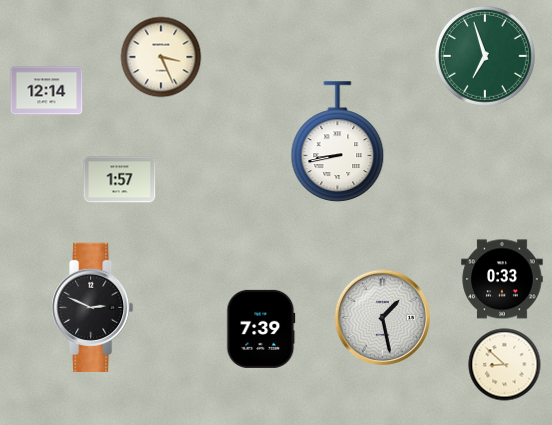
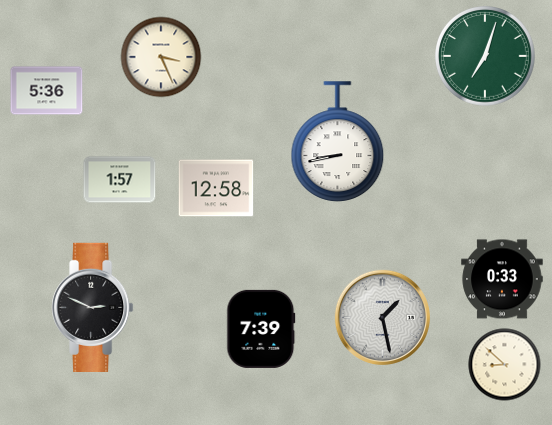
clock at (486, 57): 6:57 -> 7:03
clock at (47, 91): 12:14 -> 5:36
clock at (216, 188): none -> 12:58
